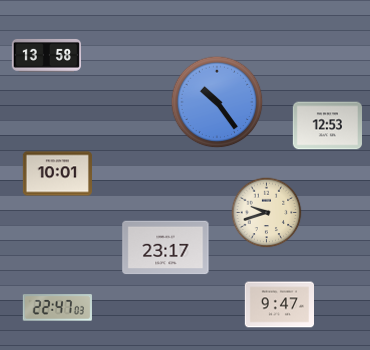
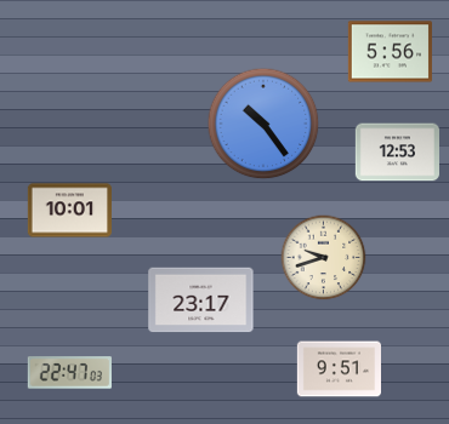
clock at (390, 52): none -> 5:56
clock at (46, 55): 13:58 -> none
clock at (279, 305): 9:47 -> 9:51
